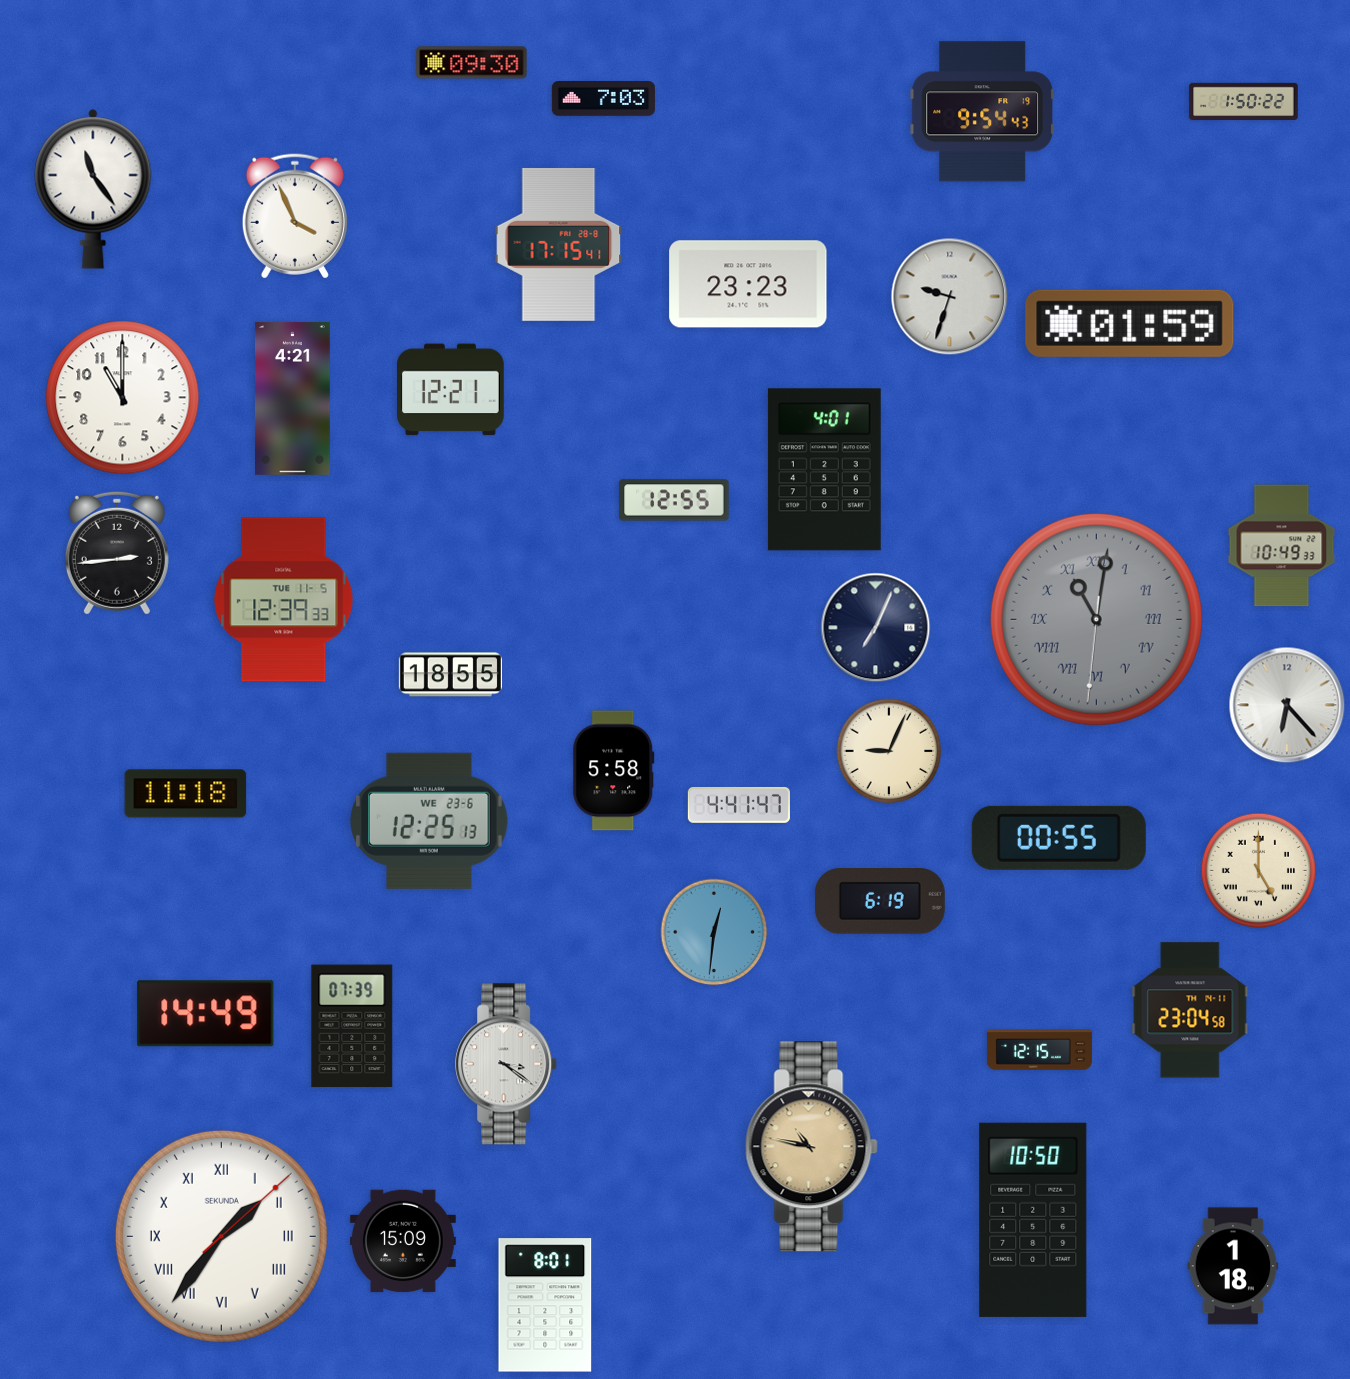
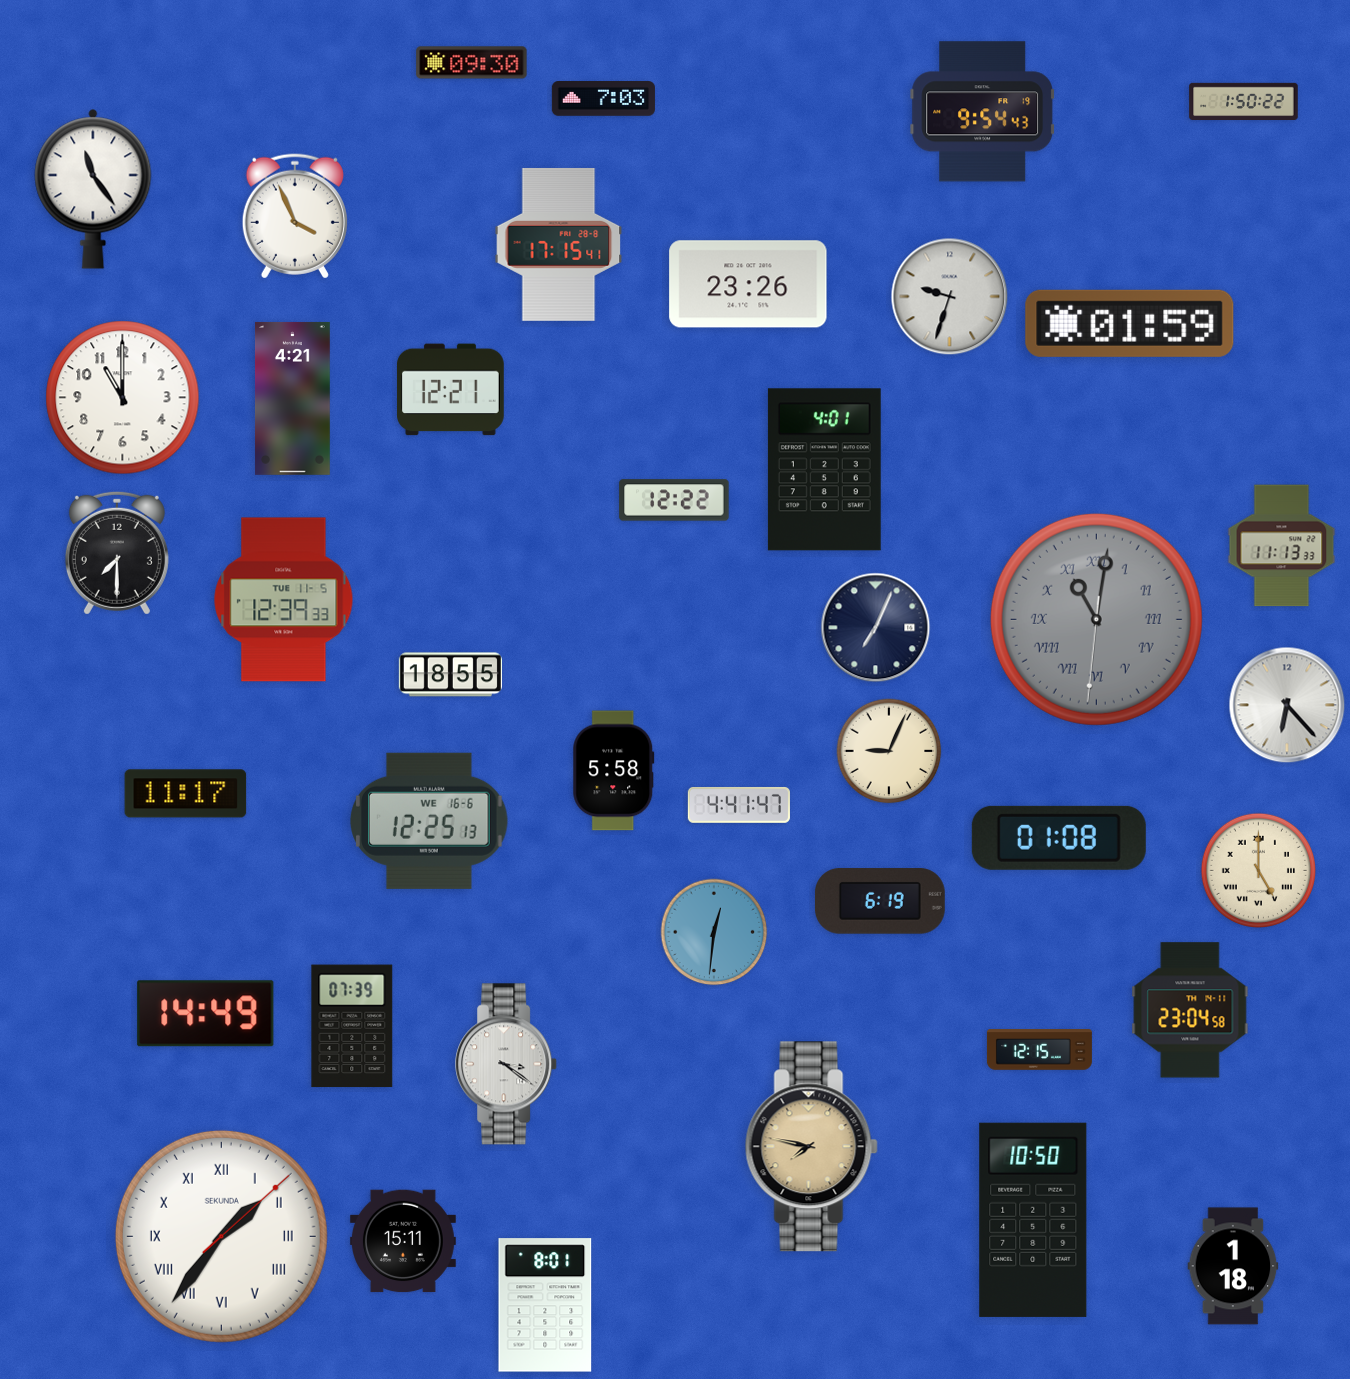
clock at (748, 284): 23:23 -> 23:26
clock at (674, 500): 12:55 -> 12:22
clock at (1282, 546): 10:49 -> 11:13
clock at (117, 553): 2:44 -> 7:30
clock at (186, 794): 11:18 -> 11:17
clock at (429, 821) date: WE 23-6 -> WE 16-6
clock at (1059, 838): 00:55 -> 01:08
clock at (811, 1147): 10:47 -> 7:47
clock at (403, 1241): 15:09 -> 15:11
